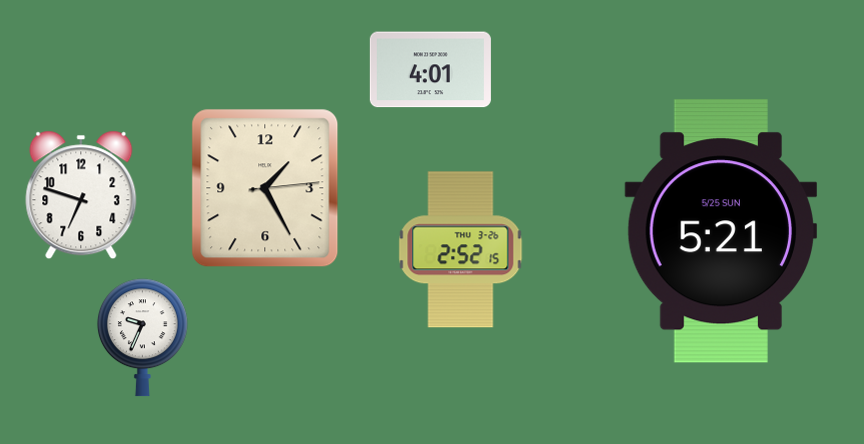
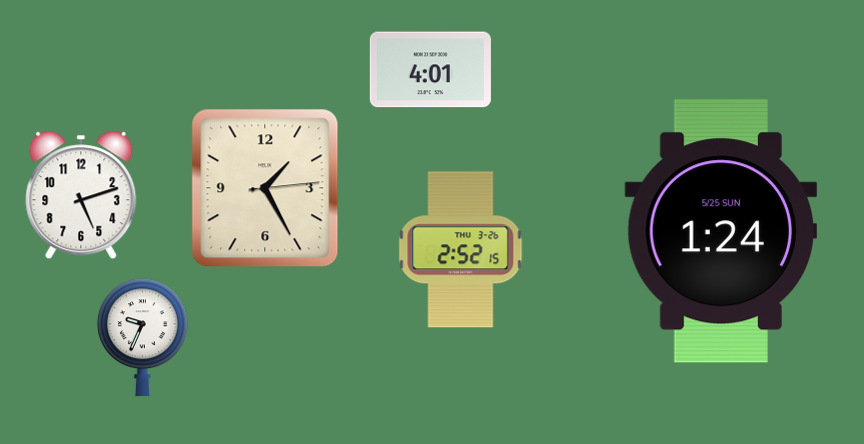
clock at (81, 195): 6:48 -> 5:12
clock at (720, 231): 5:21 -> 1:24
